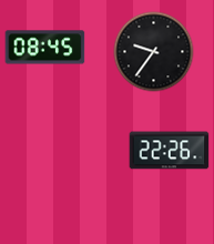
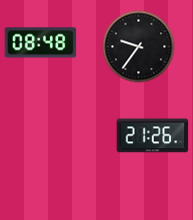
clock at (45, 48): 08:45 -> 08:48
clock at (170, 151): 22:26 -> 21:26
